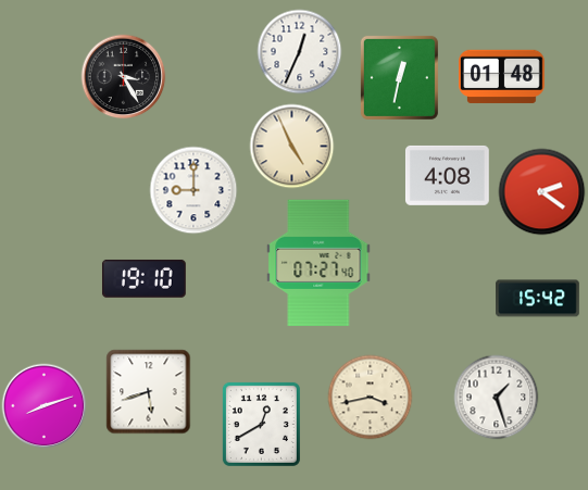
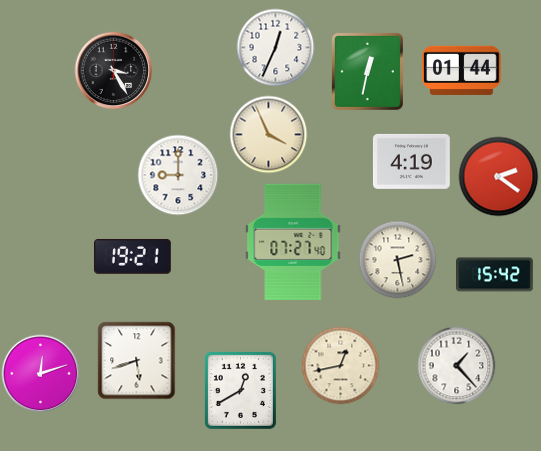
clock at (502, 76): 01:48 -> 01:44
clock at (291, 146): 4:56 -> 3:56
clock at (447, 175): 4:08 -> 4:19
clock at (143, 278): 19:10 -> 19:21
clock at (397, 259): none -> 2:28
clock at (370, 397): 3:43 -> 12:43
clock at (496, 397): 1:27 -> 1:23
clock at (43, 405): 8:12 -> 12:12
